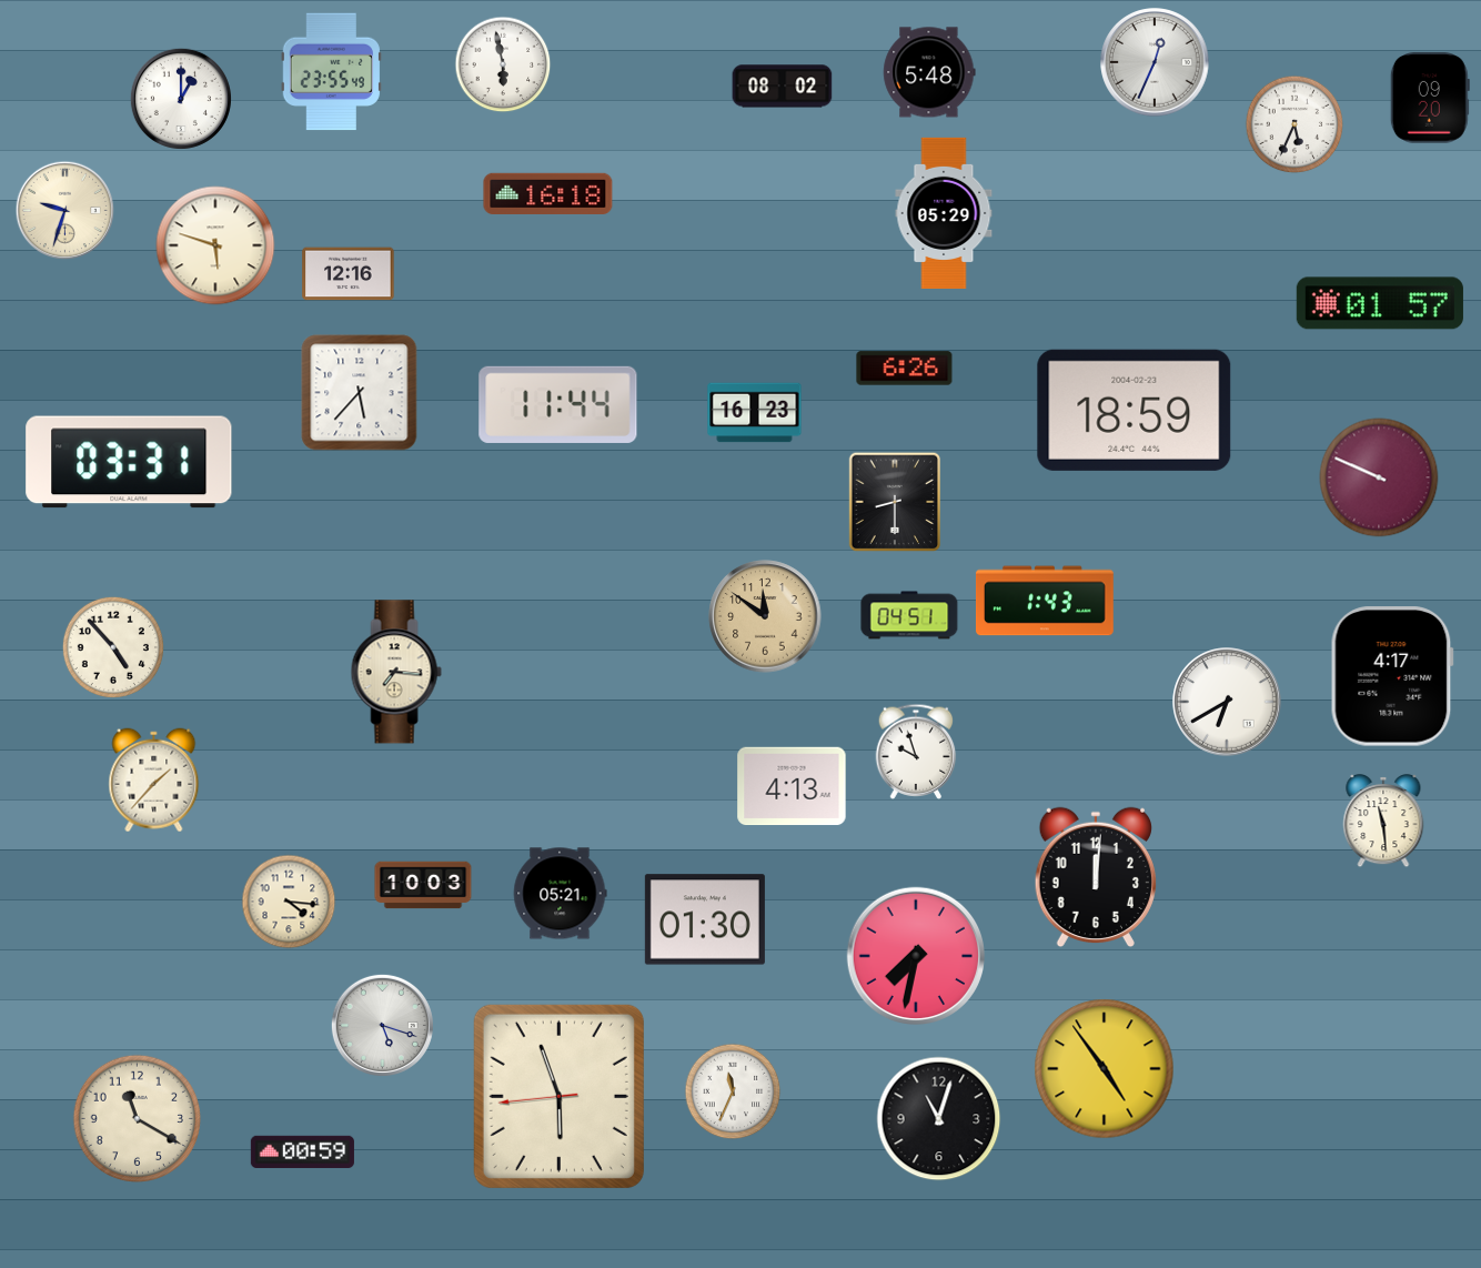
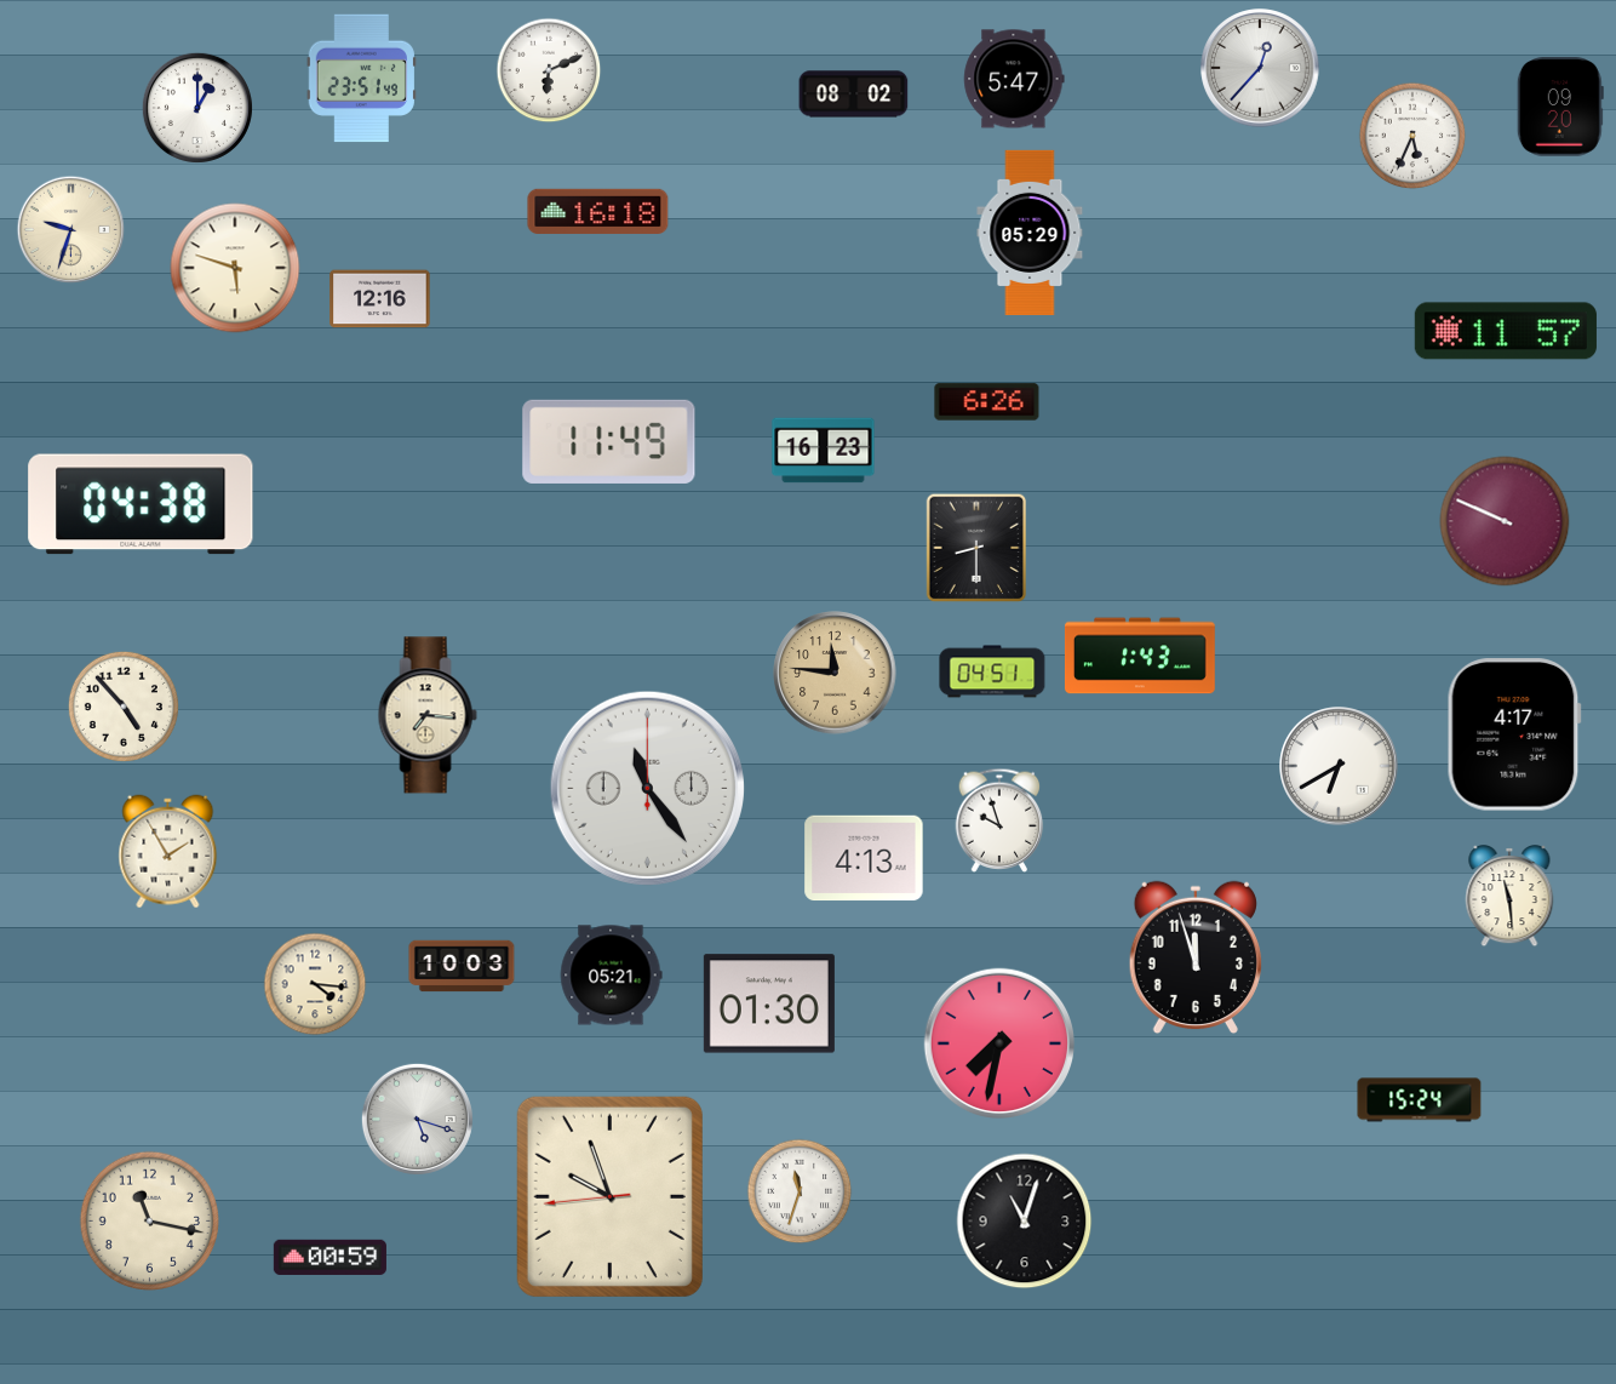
clock at (1155, 62): 12:34 -> 12:37
clock at (503, 64): 5:58 -> 6:11
clock at (331, 72): 23:55 -> 23:51
clock at (929, 72): 5:48 -> 5:47
clock at (1380, 303): 01:57 -> 11:57
clock at (360, 393): 5:37 -> none
clock at (558, 404): 11:44 -> 11:49
clock at (1135, 410): 18:59 -> none
clock at (129, 462): 03:31 -> 04:38
clock at (765, 616): 11:51 -> 11:46
clock at (396, 672) position: (396, 672) -> (428, 715)
clock at (1392, 676) position: (1392, 676) -> (1514, 734)
clock at (647, 788): none -> 11:24
clock at (154, 781): 1:37 -> 1:55
clock at (1096, 877): 12:01 -> 11:57
clock at (1420, 1100): none -> 15:24
clock at (1105, 1069): 4:54 -> none
clock at (733, 1091): 11:34 -> 11:33
clock at (558, 1096): 5:56 -> 9:56
clock at (137, 1118): 11:20 -> 11:17
